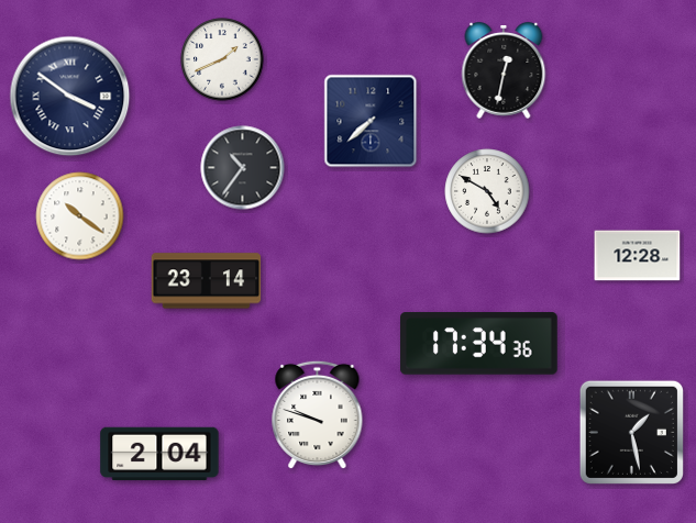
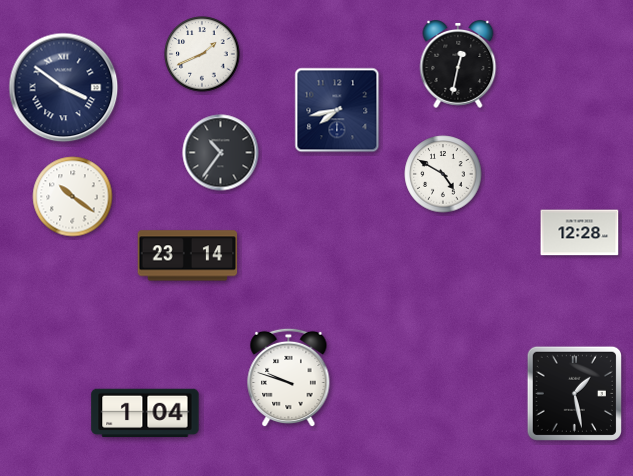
clock at (371, 121): 7:38 -> 7:43
clock at (479, 344): 17:34 -> none
clock at (159, 454): 2:04 -> 1:04
